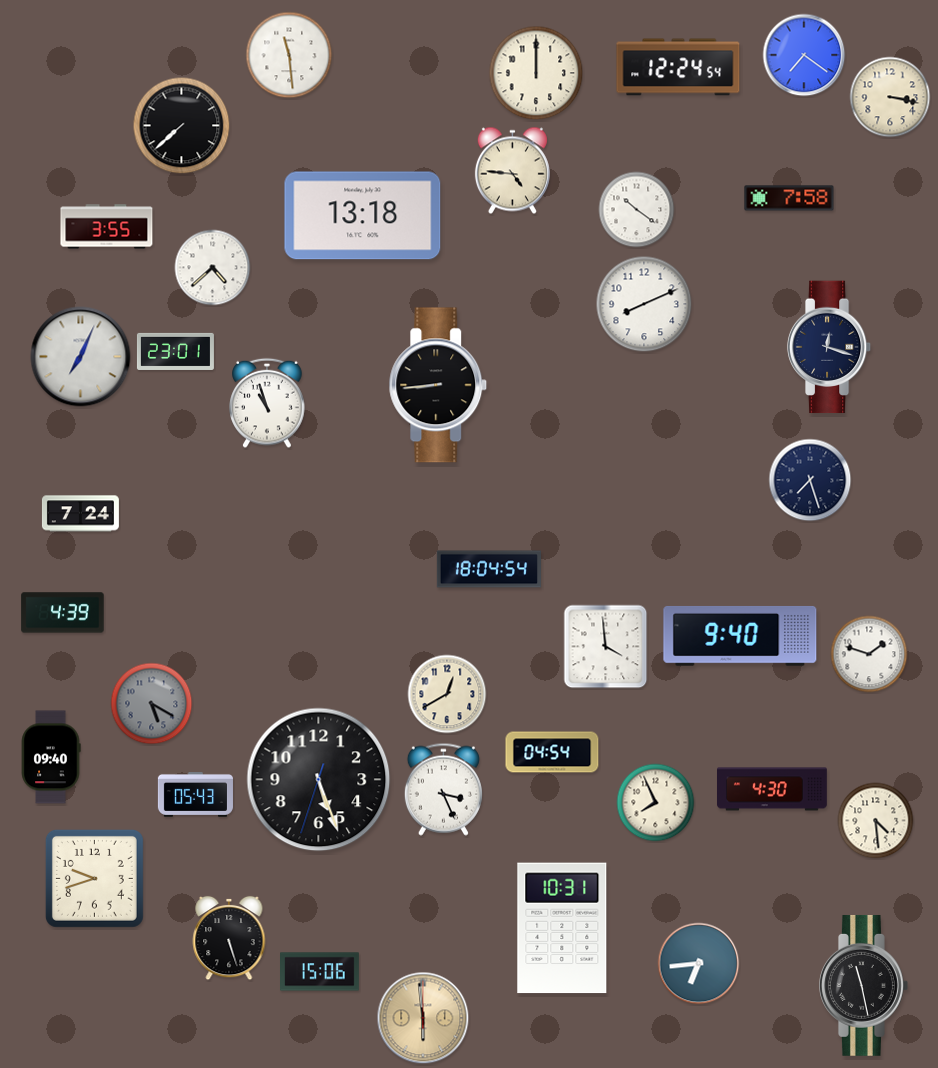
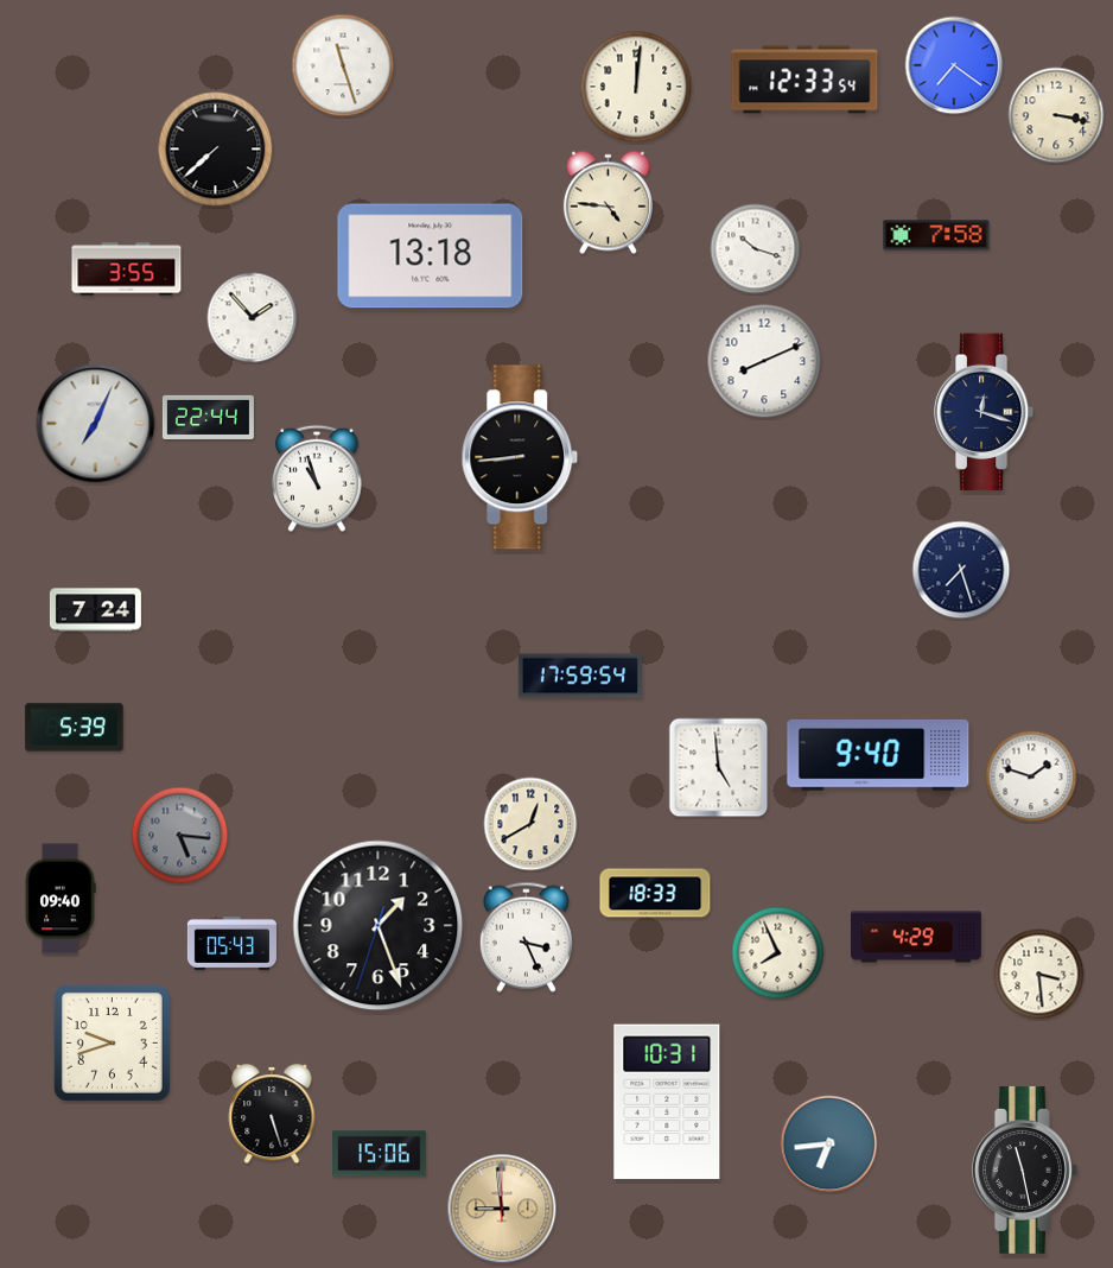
clock at (289, 55): 11:29 -> 11:27
clock at (678, 67): 12:24 -> 12:33
clock at (536, 73): 12:00 -> 12:01
clock at (637, 210): 10:21 -> 10:18
clock at (213, 268): 4:38 -> 1:53
clock at (175, 351): 23:01 -> 22:44
clock at (488, 569): 18:04 -> 17:59
clock at (63, 613): 4:39 -> 5:39
clock at (606, 647): 3:59 -> 4:59
clock at (152, 704): 5:20 -> 5:16
clock at (552, 752): 04:54 -> 18:33
clock at (319, 780): 5:26 -> 1:26
clock at (773, 789): 4:30 -> 4:29
clock at (876, 821): 4:29 -> 3:29
clock at (423, 1018): 5:59 -> 8:59
